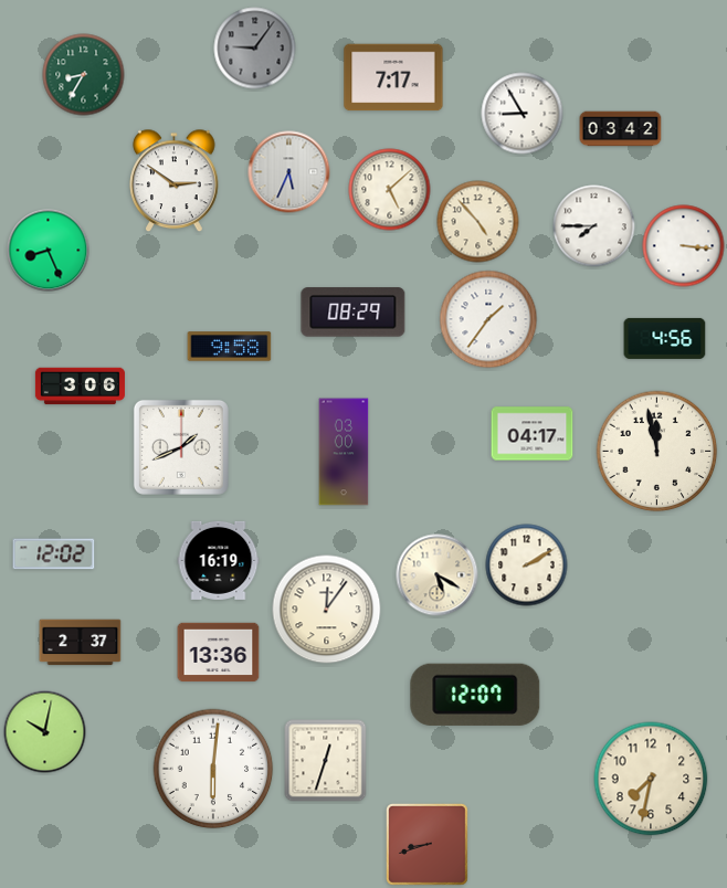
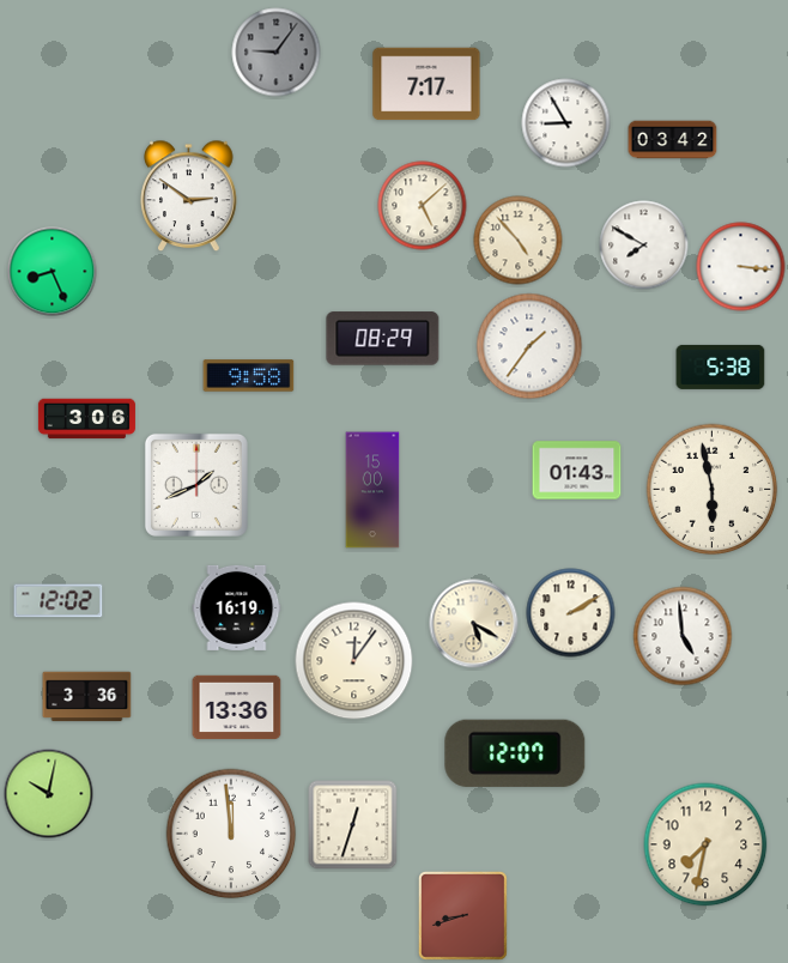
clock at (84, 75): 8:35 -> none
clock at (289, 172): 5:34 -> none
clock at (594, 226): 7:45 -> 7:50
clock at (665, 338): 4:56 -> 5:38
clock at (533, 434): 04:17 -> 01:43
clock at (344, 452): 03:00 -> 15:00
clock at (657, 452): 11:58 -> 5:58
clock at (683, 636): none -> 4:59
clock at (81, 643): 2:37 -> 3:36
clock at (213, 769): 6:01 -> 11:59
